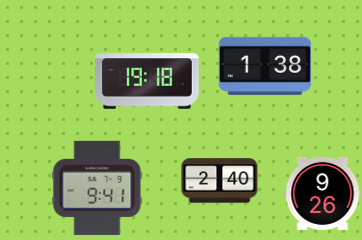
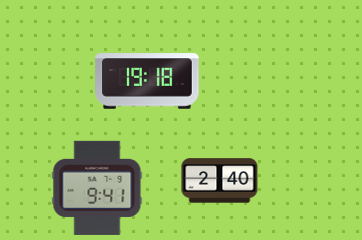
clock at (265, 66): 1:38 -> none
clock at (323, 193): 9:26 -> none
